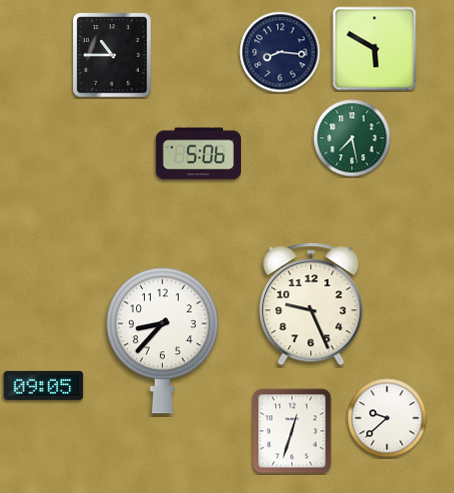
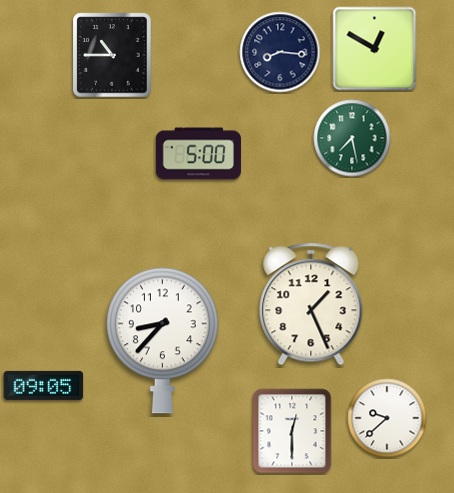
clock at (375, 49): 5:50 -> 12:50
clock at (198, 154): 5:06 -> 5:00
clock at (311, 304): 9:26 -> 1:26
clock at (292, 431): 12:33 -> 12:30
